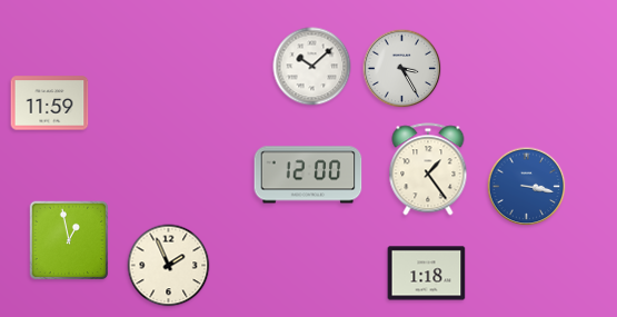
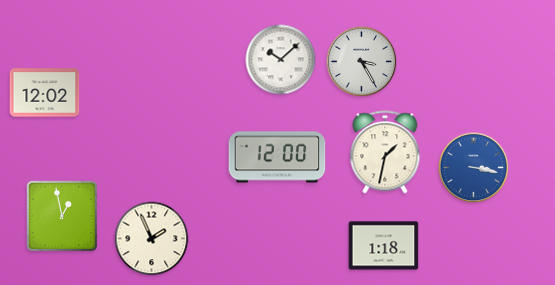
clock at (50, 103): 11:59 -> 12:02
clock at (428, 169): 1:24 -> 1:32
